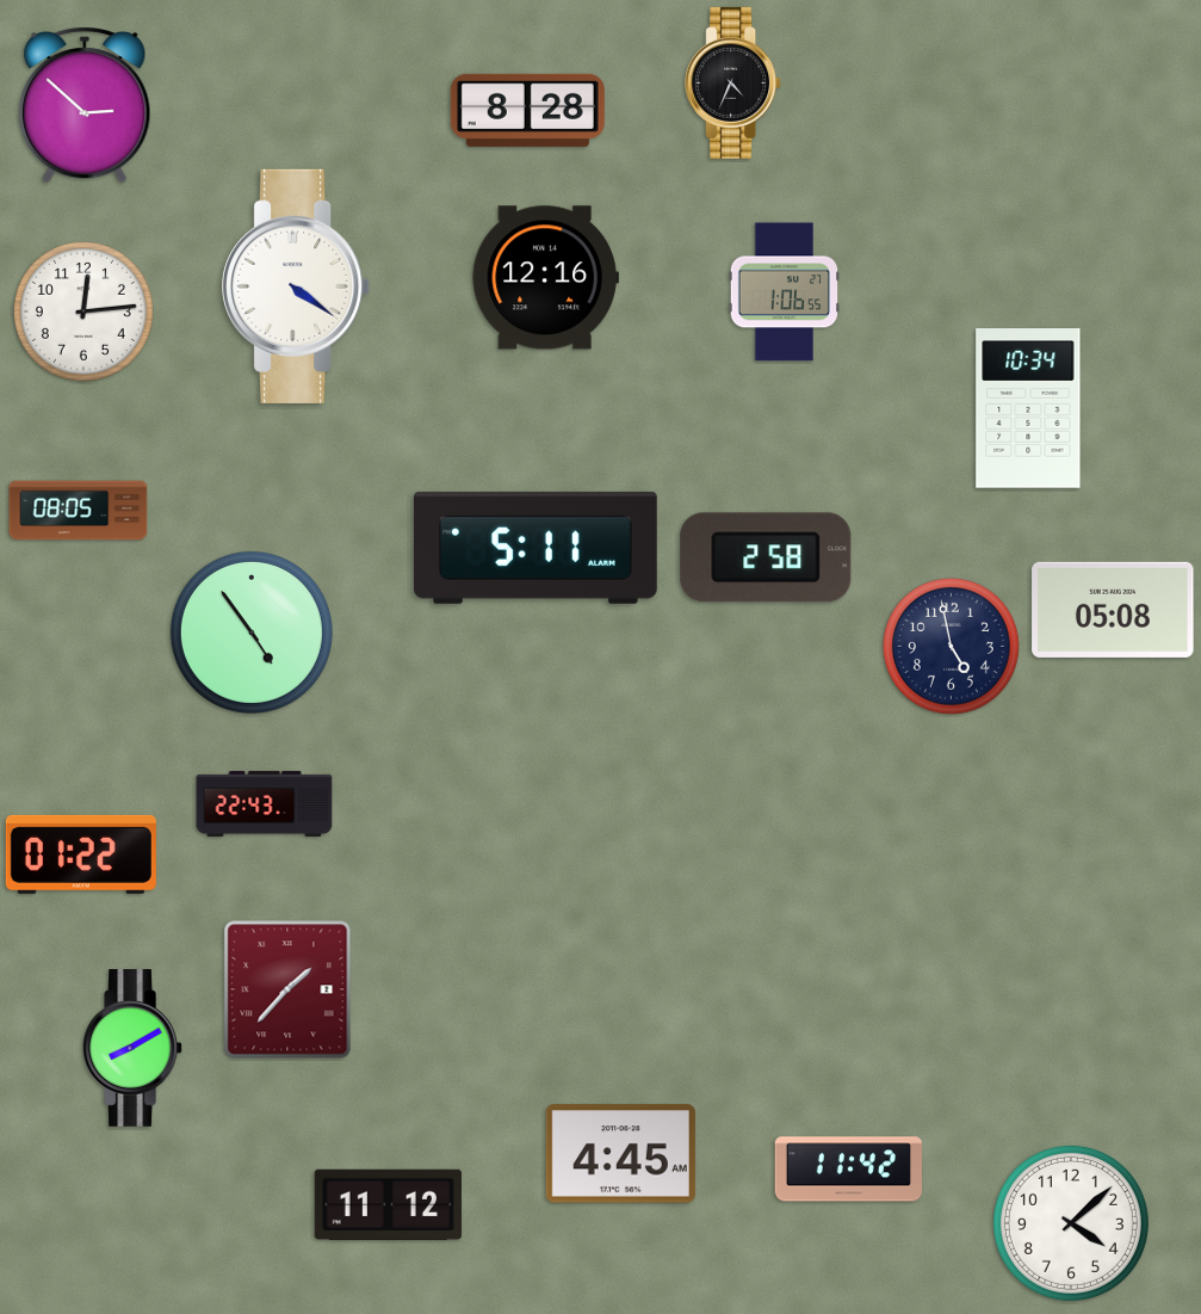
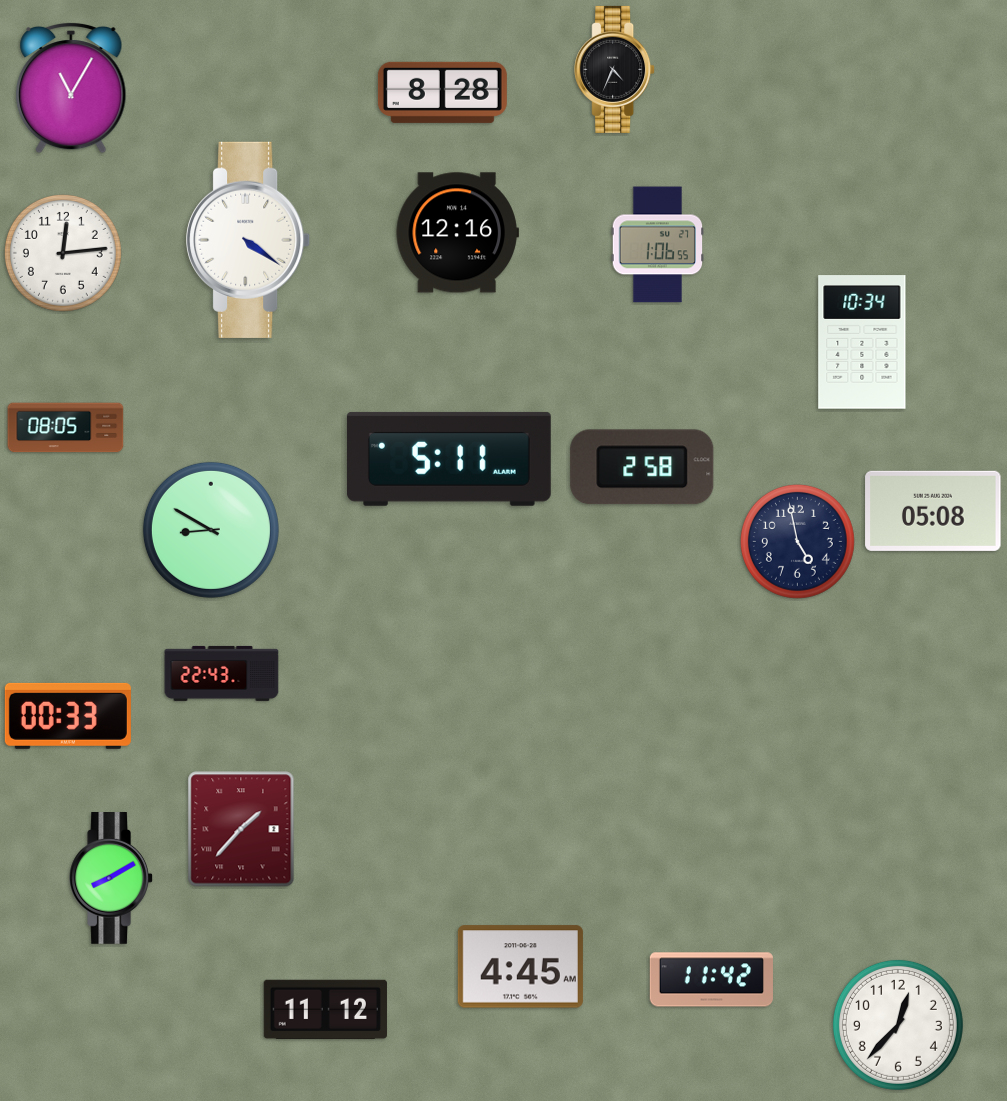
clock at (85, 105): 2:52 -> 11:05
clock at (83, 311) position: (83, 311) -> (63, 253)
clock at (252, 633): 4:54 -> 8:50
clock at (81, 855): 01:22 -> 00:33
clock at (1071, 1223): 4:08 -> 12:37
